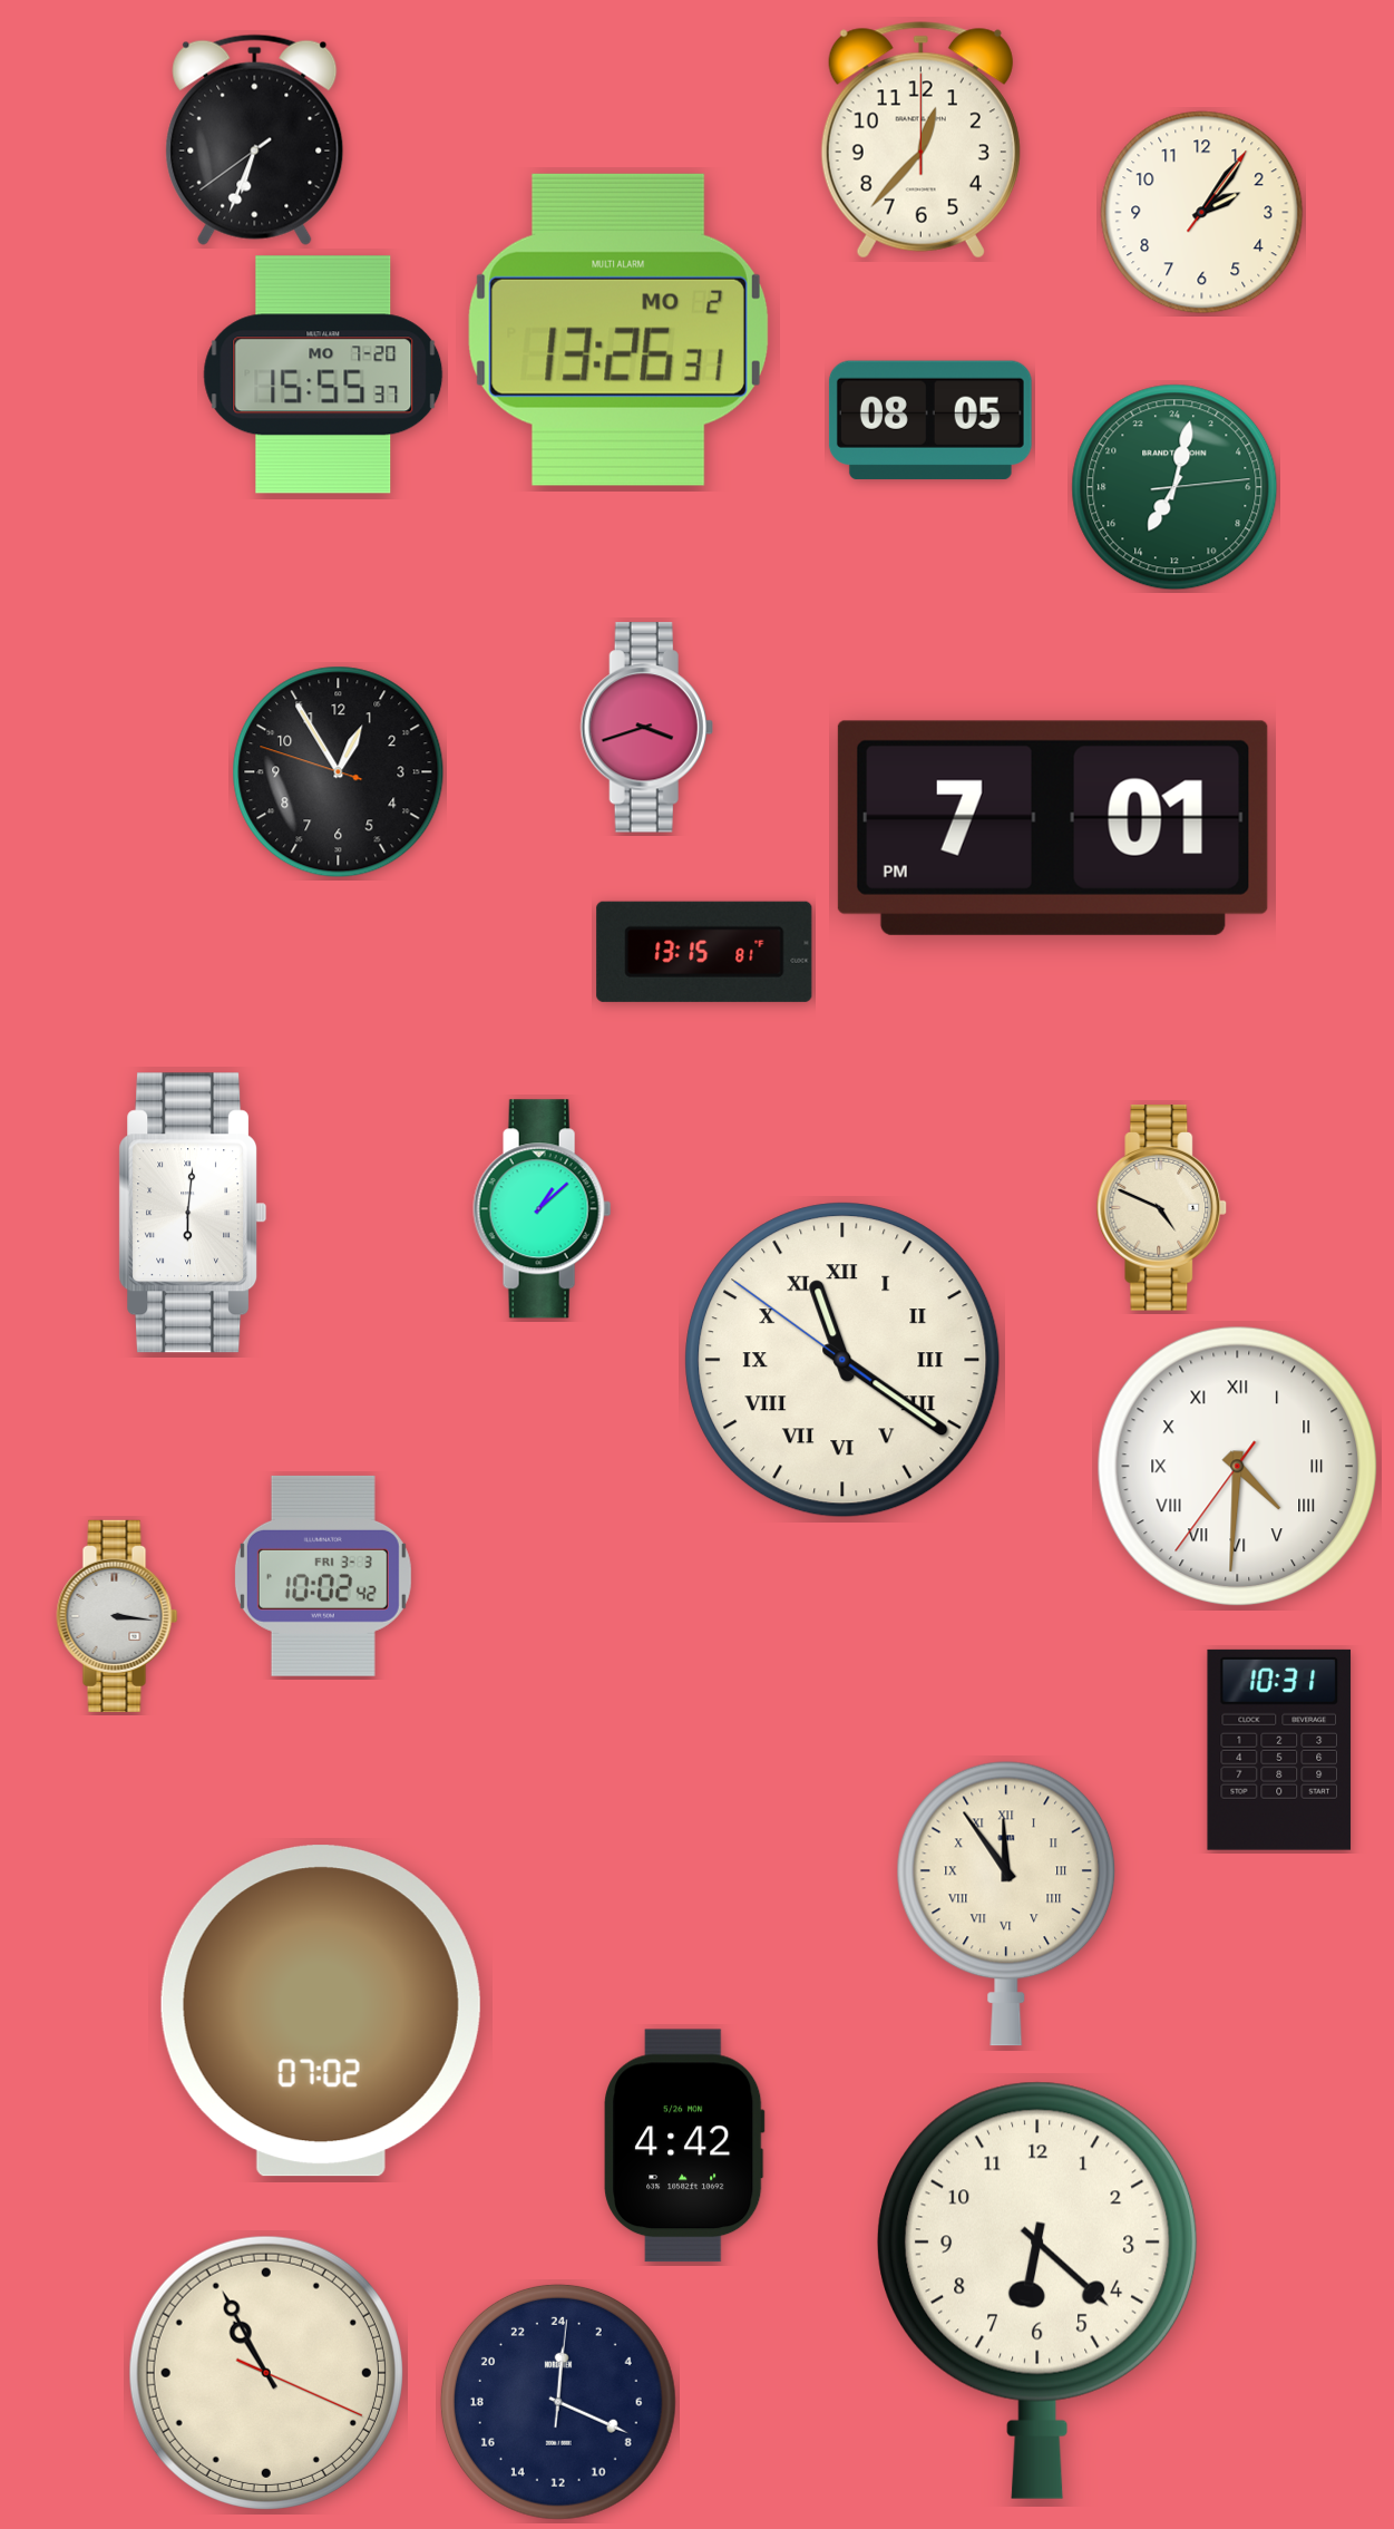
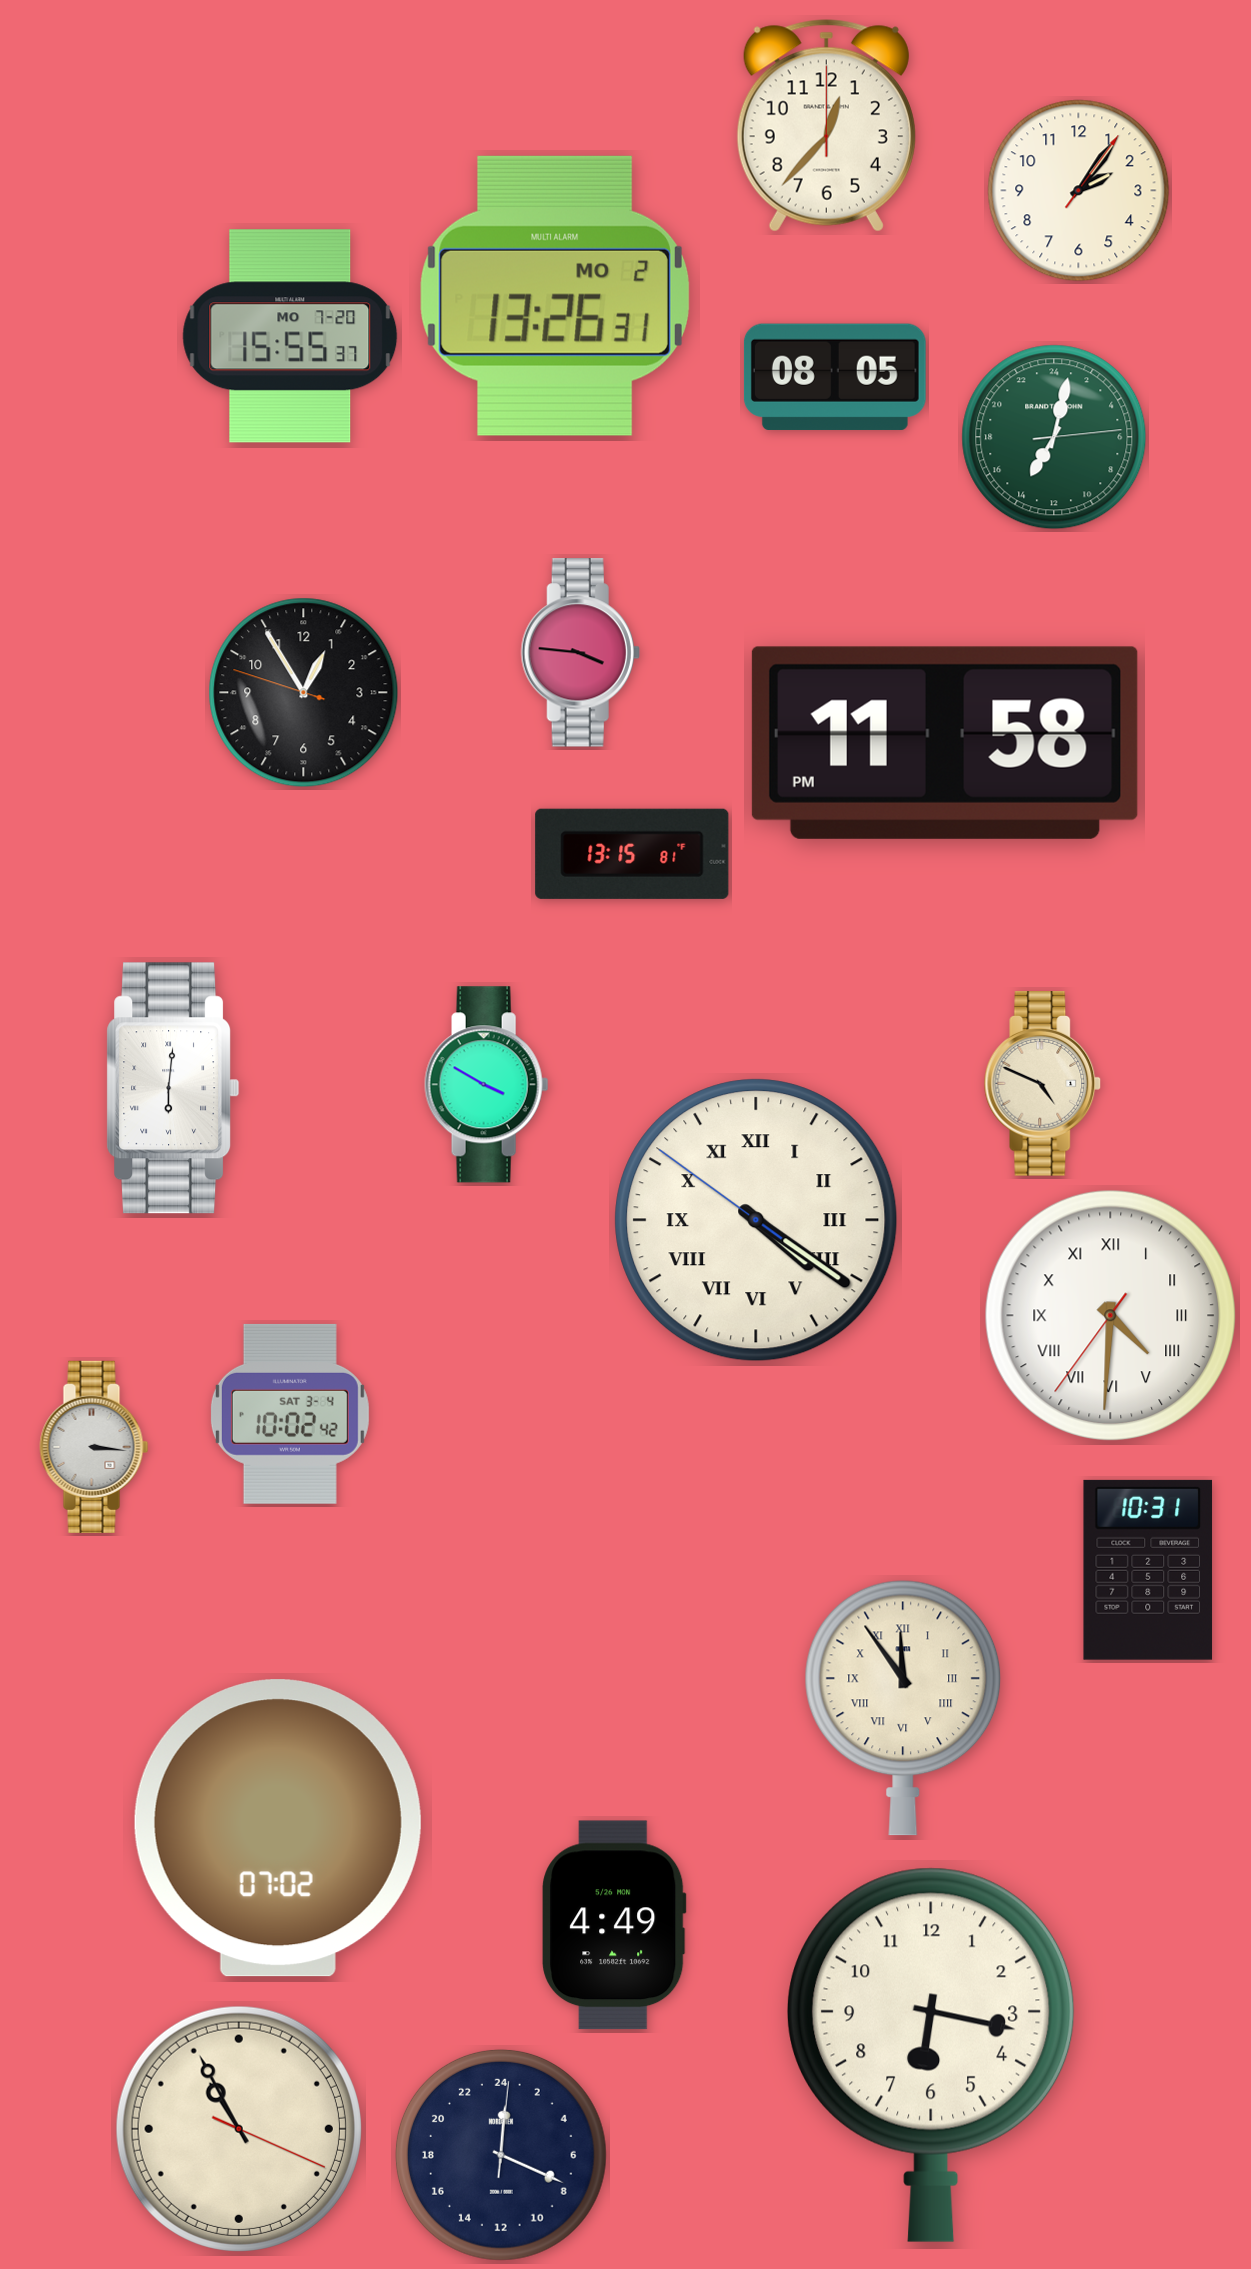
clock at (255, 139): 6:33 -> none
clock at (646, 728): 3:42 -> 3:46
clock at (1053, 828): 7:01 -> 11:58
clock at (543, 1209): 1:08 -> 3:50
clock at (842, 1360): 11:20 -> 4:20
clock at (323, 1576) date: FRI 3-3 -> SAT 3-4
clock at (117, 1616) position: (117, 1616) -> (94, 1447)
clock at (321, 2011) position: (321, 2011) -> (278, 1828)
clock at (685, 2146): 4:42 -> 4:49
clock at (1037, 2290): 6:22 -> 6:17
